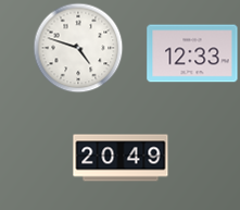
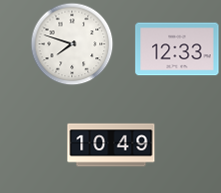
clock at (78, 48): 4:48 -> 7:48
clock at (121, 158): 20:49 -> 10:49
